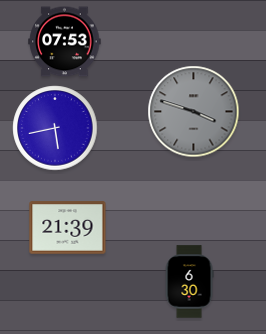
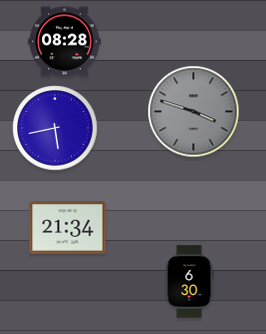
clock at (65, 42): 07:53 -> 08:28
clock at (68, 228): 21:39 -> 21:34
